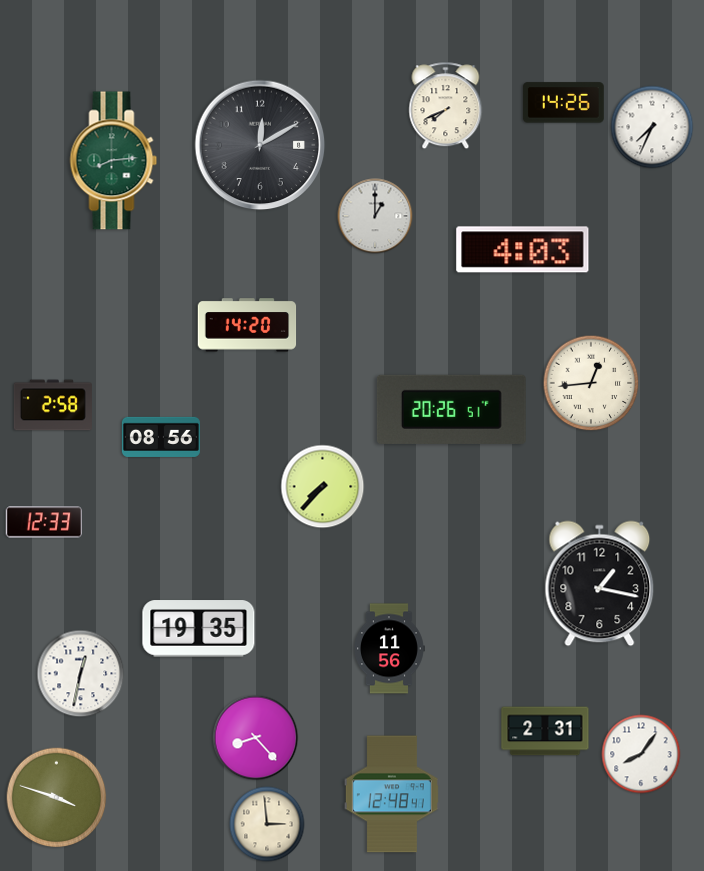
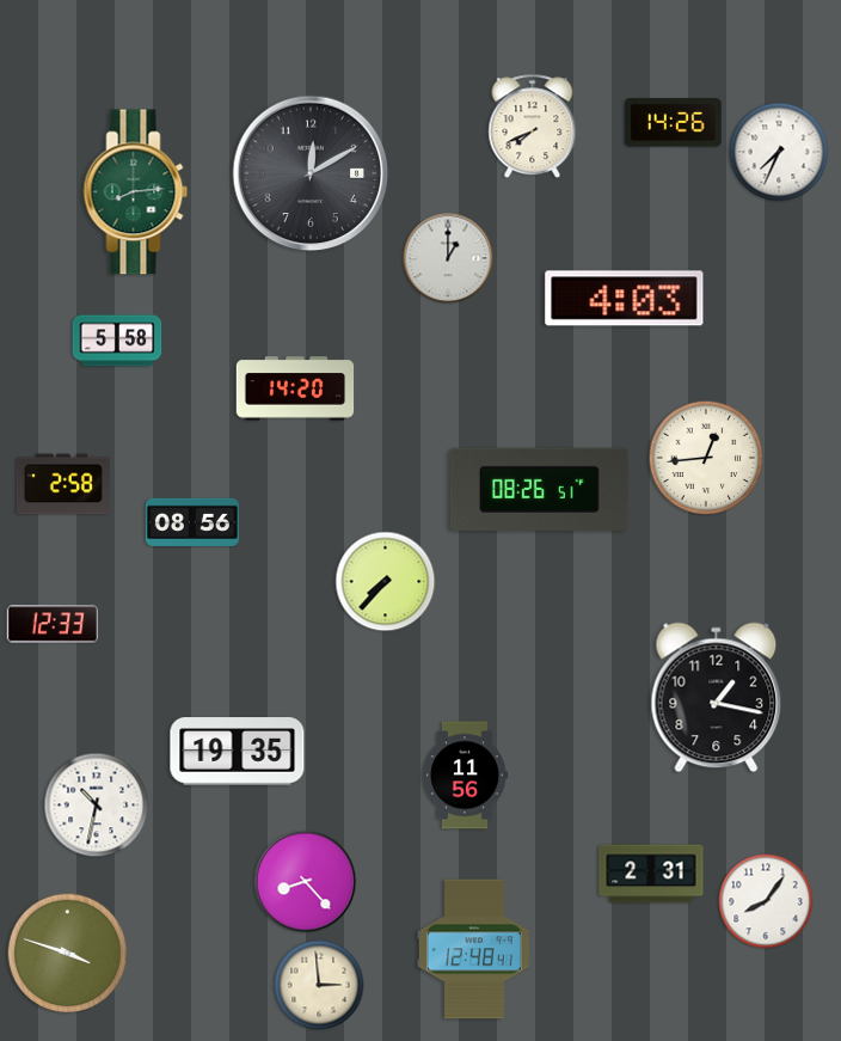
clock at (117, 341): none -> 5:58
clock at (451, 409): 20:26 -> 08:26
clock at (81, 674): 12:32 -> 10:32
clock at (392, 794) position: (392, 794) -> (474, 949)
